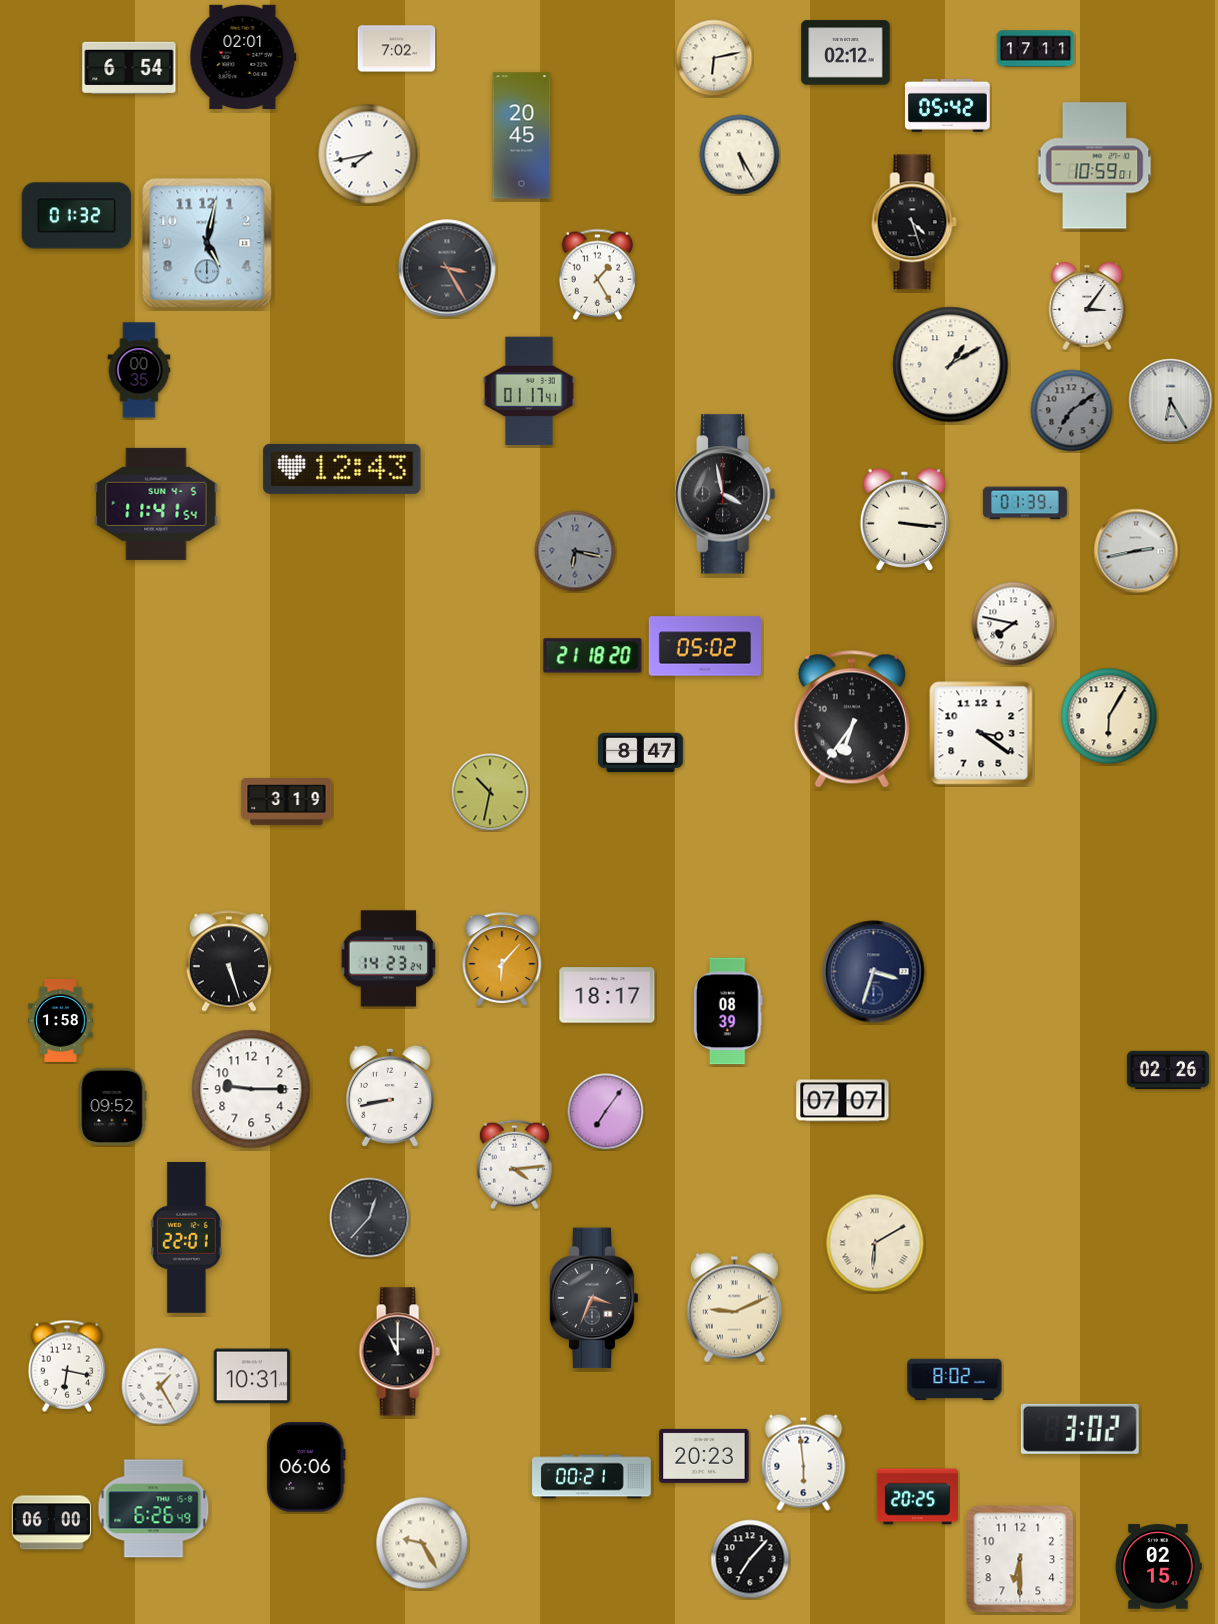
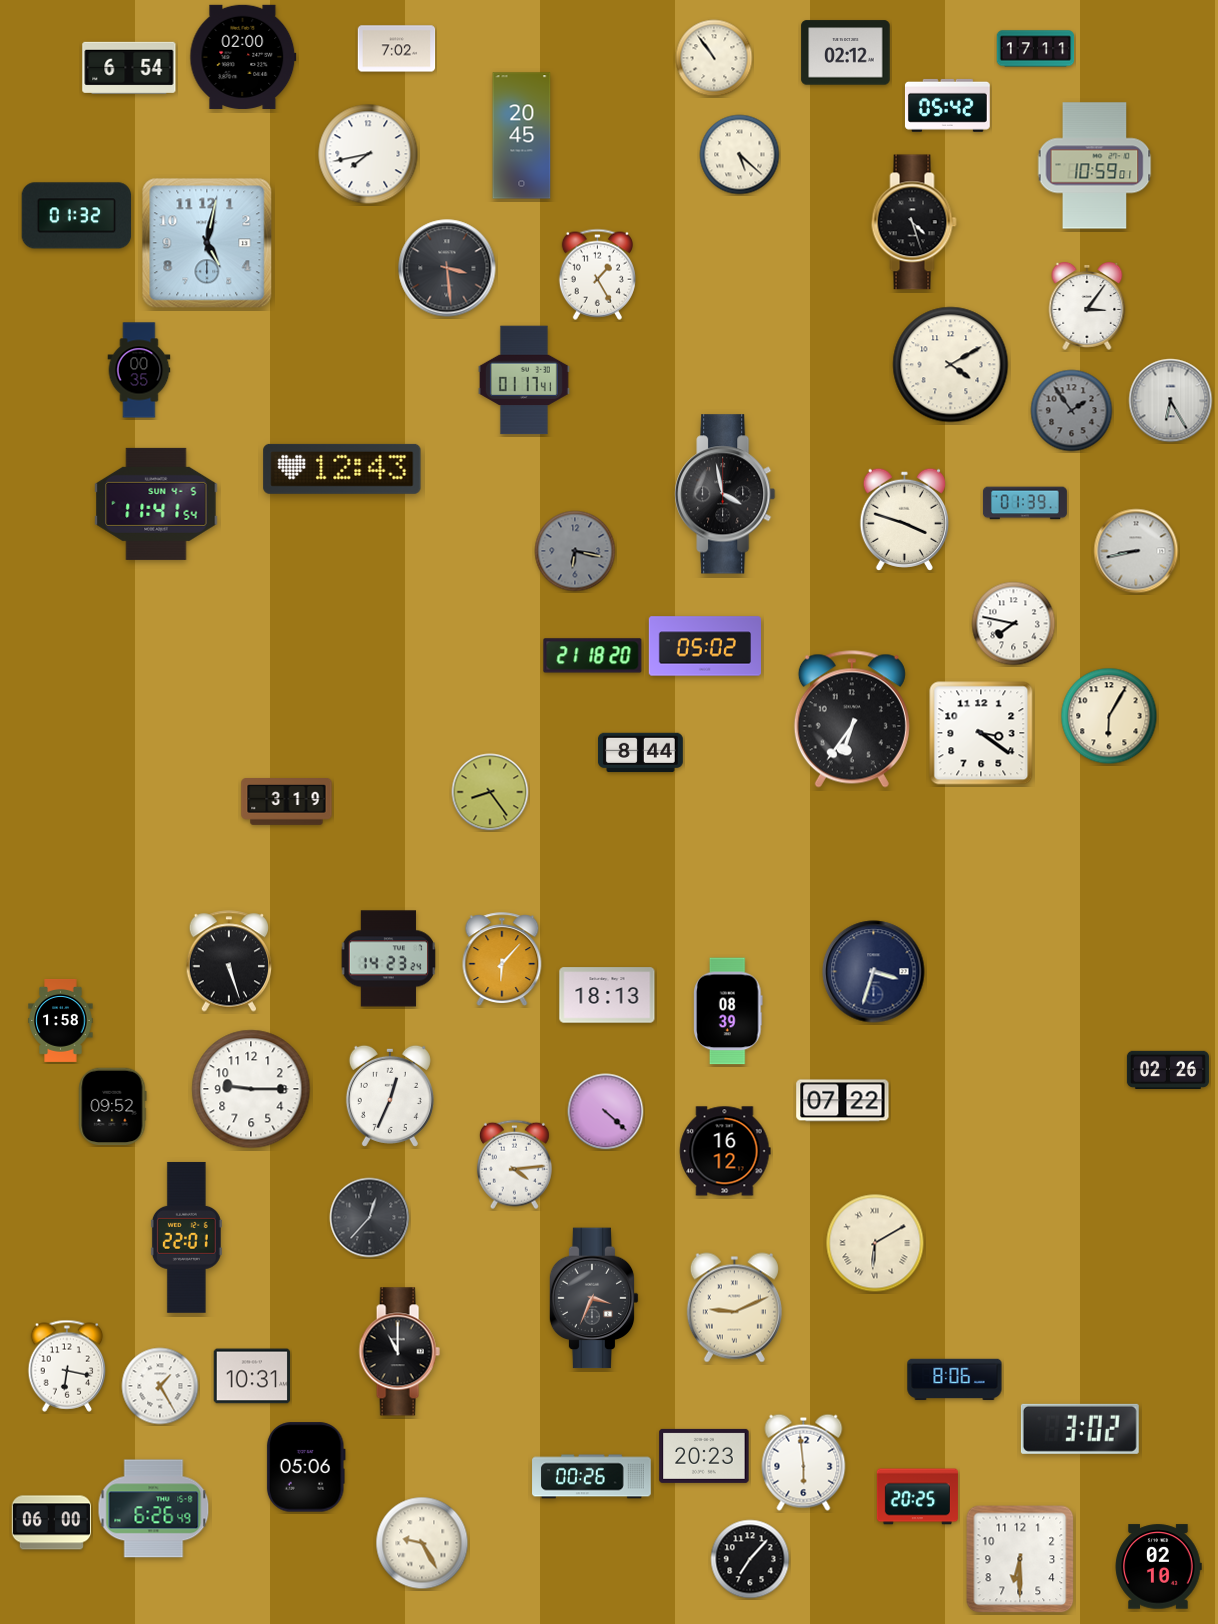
clock at (243, 57): 02:01 -> 02:00
clock at (714, 58): 6:13 -> 10:54
clock at (740, 155): 5:25 -> 5:22
clock at (447, 268): 3:25 -> 3:29
clock at (951, 365): 1:10 -> 4:10
clock at (529, 391) position: (529, 391) -> (524, 380)
clock at (1072, 411): 7:09 -> 1:54
clock at (904, 519): 3:16 -> 3:48
clock at (1136, 551): 2:43 -> 8:43
clock at (641, 753): 8:47 -> 8:44
clock at (490, 792): 10:32 -> 8:24
clock at (607, 995): 18:17 -> 18:13
clock at (390, 1096): 8:43 -> 12:34
clock at (843, 1101): 07:07 -> 07:22
clock at (606, 1112): 7:06 -> 4:22
clock at (725, 1151): none -> 16:12
clock at (955, 1380): 8:02 -> 8:06
clock at (306, 1467): 06:06 -> 05:06
clock at (592, 1477): 00:21 -> 00:26
clock at (1158, 1567): 02:15 -> 02:10
